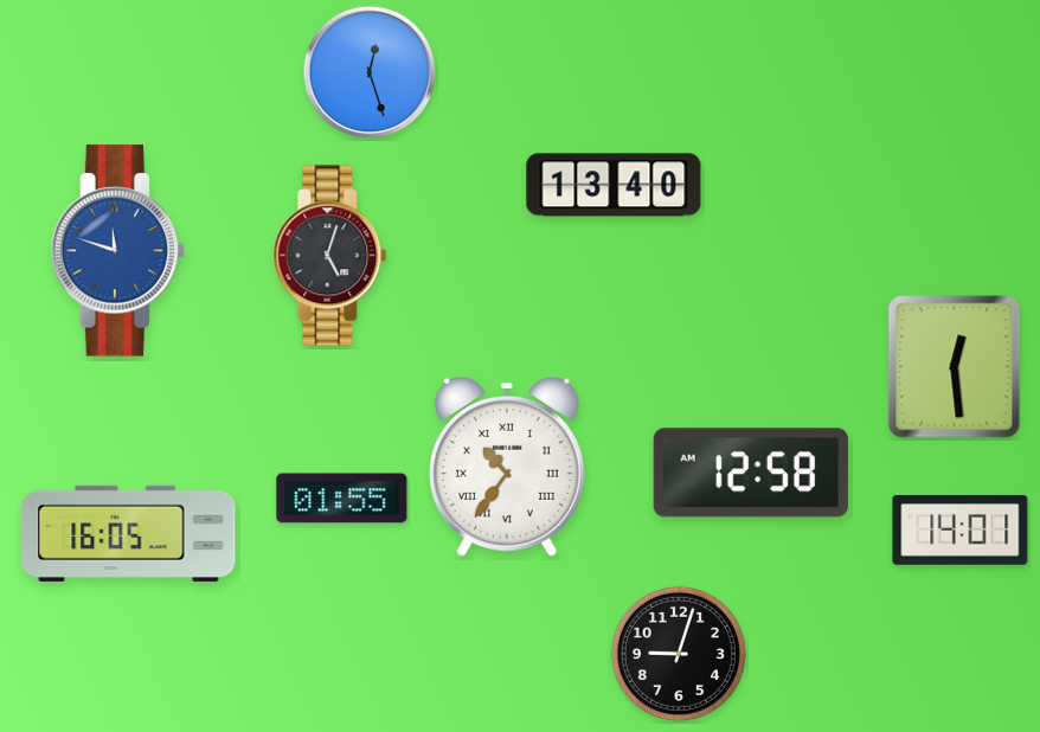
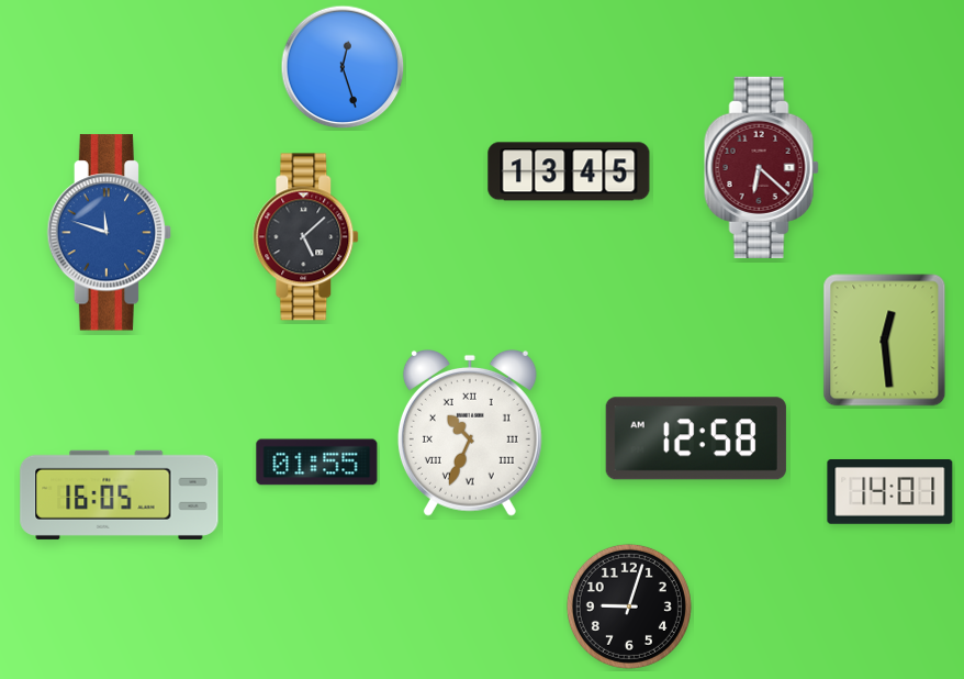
clock at (761, 167): none -> 6:22
clock at (614, 185): 13:40 -> 13:45
clock at (330, 256): 5:03 -> 5:08
clock at (507, 467): 10:36 -> 10:34
